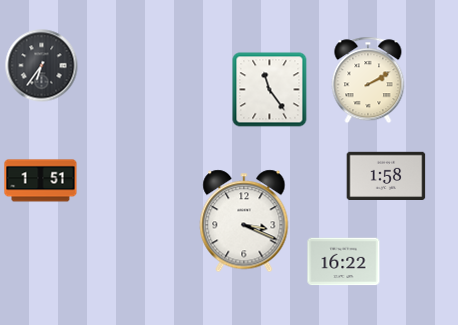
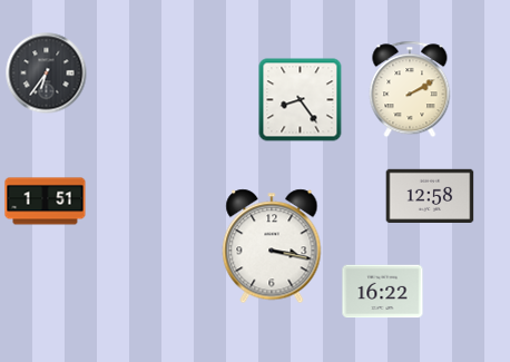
clock at (270, 90): 11:24 -> 8:24
clock at (386, 175): 1:58 -> 12:58
clock at (244, 221): 3:19 -> 3:17
